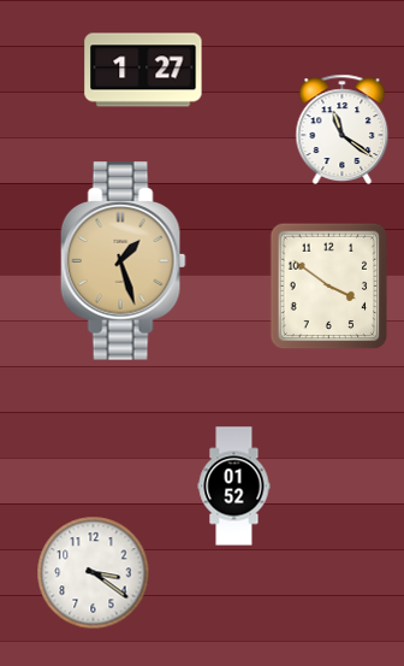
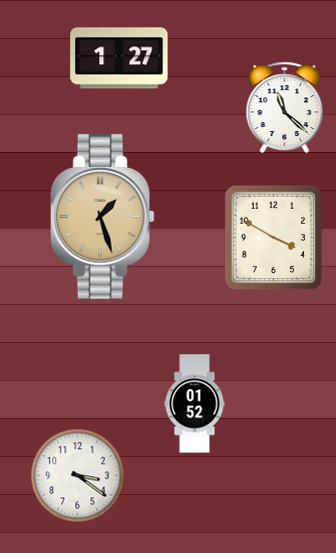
clock at (343, 129): 11:21 -> 11:22
clock at (329, 287): 3:51 -> 3:50
